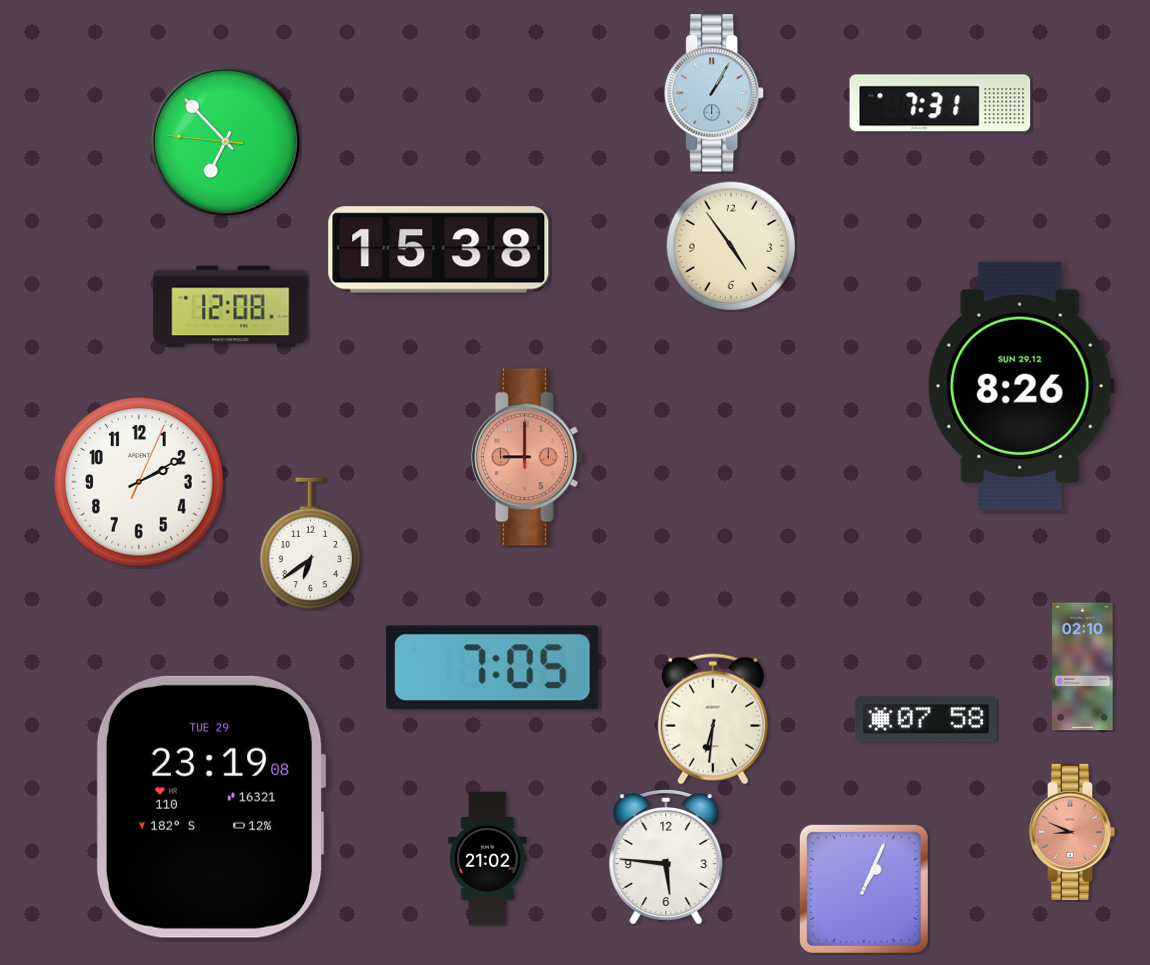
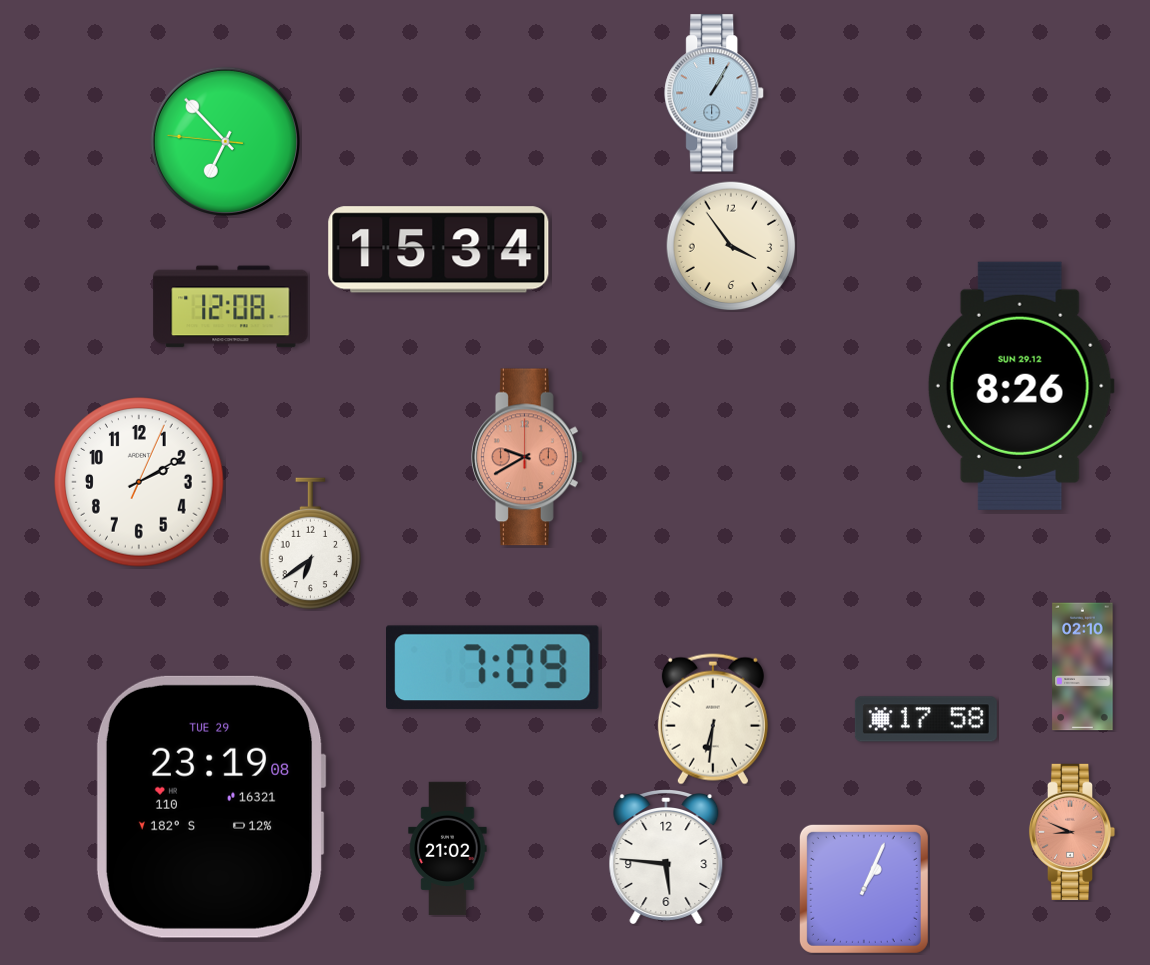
clock at (940, 103): 7:31 -> none
clock at (731, 246): 4:54 -> 3:54
clock at (439, 250): 15:38 -> 15:34
clock at (528, 457): 9:00 -> 9:40
clock at (493, 668): 7:05 -> 7:09
clock at (926, 719): 07:58 -> 17:58
clock at (488, 859) position: (488, 859) -> (448, 849)
